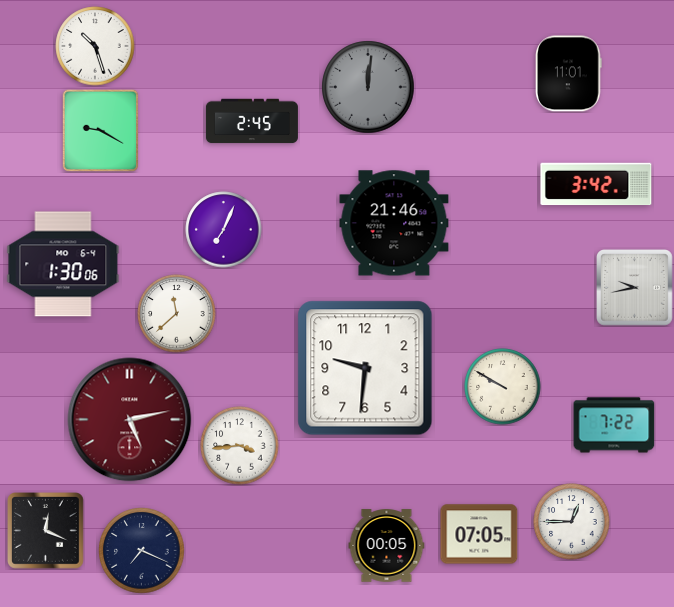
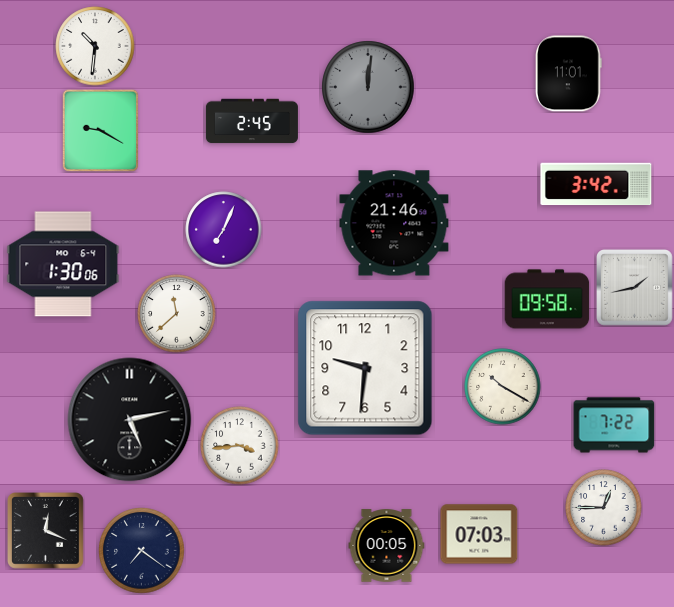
clock at (95, 46): 10:27 -> 10:31
clock at (635, 288): 9:43 -> 1:43
clock at (547, 299): none -> 09:58
clock at (503, 387): 9:50 -> 10:20
clock at (130, 420) dial: burgundy -> black
clock at (572, 522) position: (572, 522) -> (604, 508)
clock at (479, 534): 07:05 -> 07:03
clock at (142, 551): 7:19 -> 7:21
